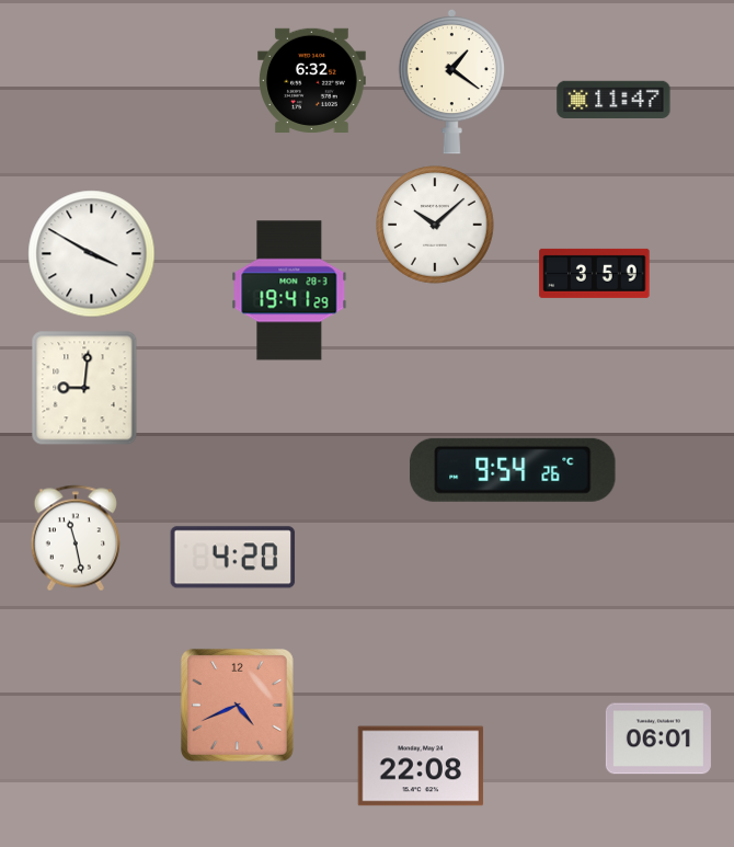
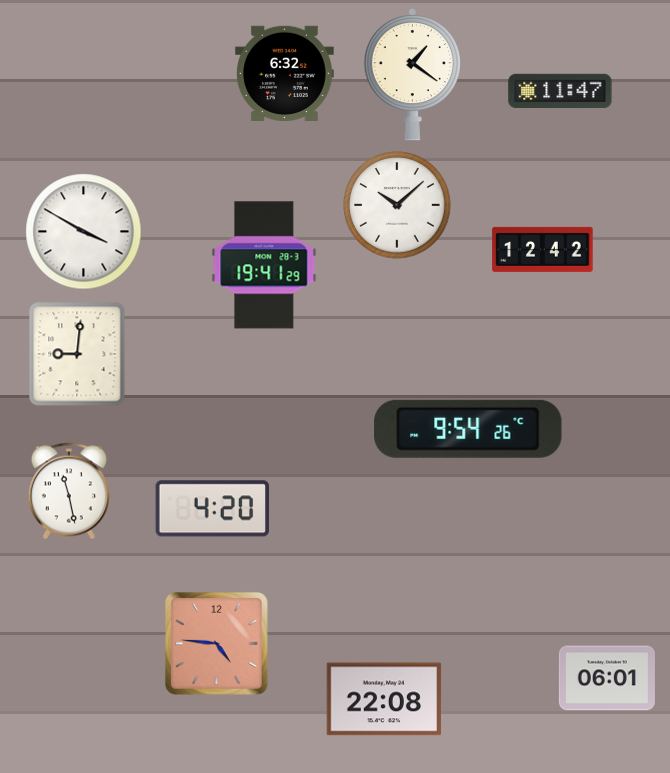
clock at (595, 273): 3:59 -> 12:42
clock at (237, 705): 4:41 -> 4:46
clock at (658, 739) position: (658, 739) -> (607, 678)
